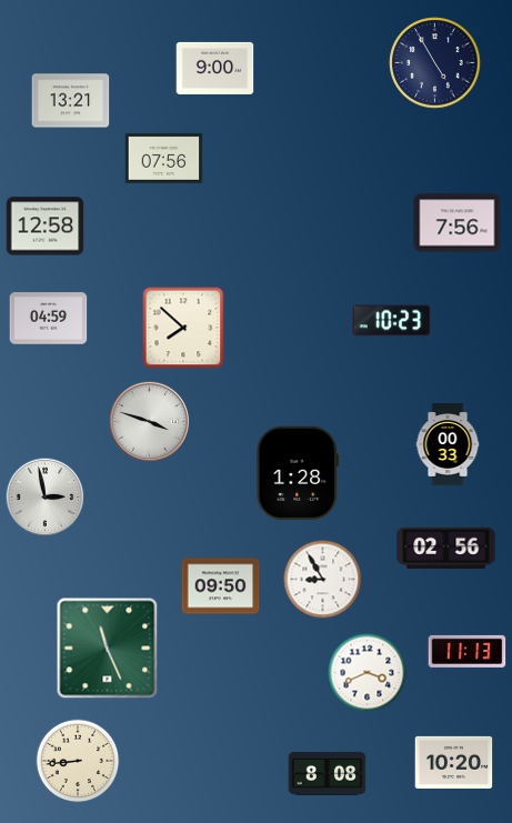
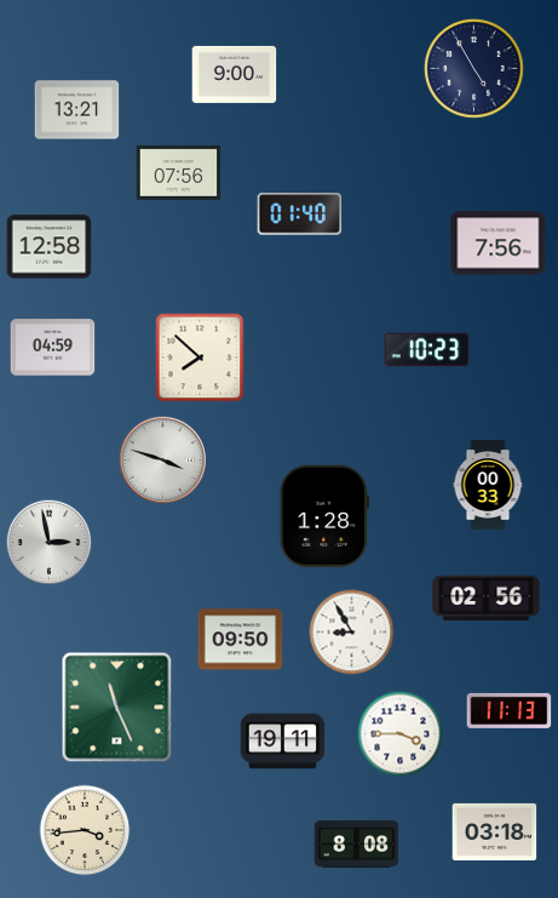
clock at (300, 215): none -> 01:40
clock at (368, 673): 3:41 -> 3:45
clock at (283, 742): none -> 19:11
clock at (78, 761): 8:44 -> 3:44
clock at (454, 762): 10:20 -> 03:18
